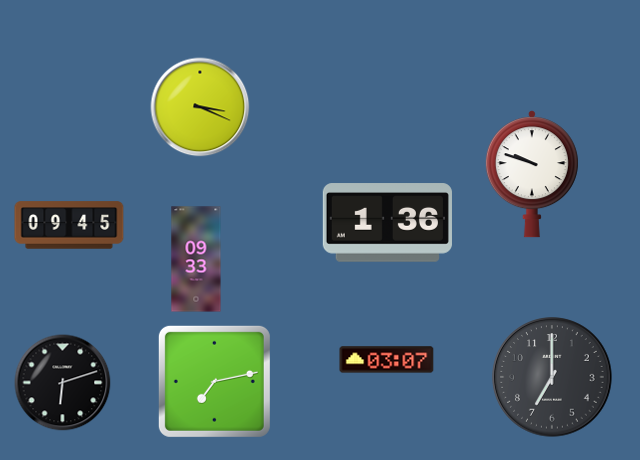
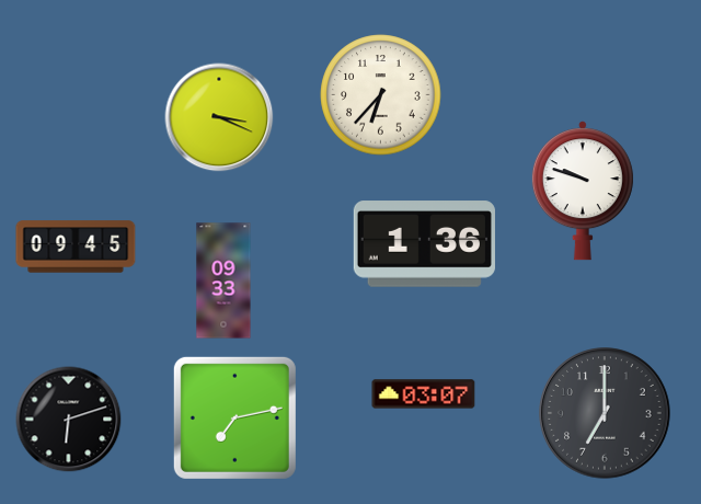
clock at (381, 95): none -> 6:37
clock at (196, 259) position: (196, 259) -> (223, 280)
